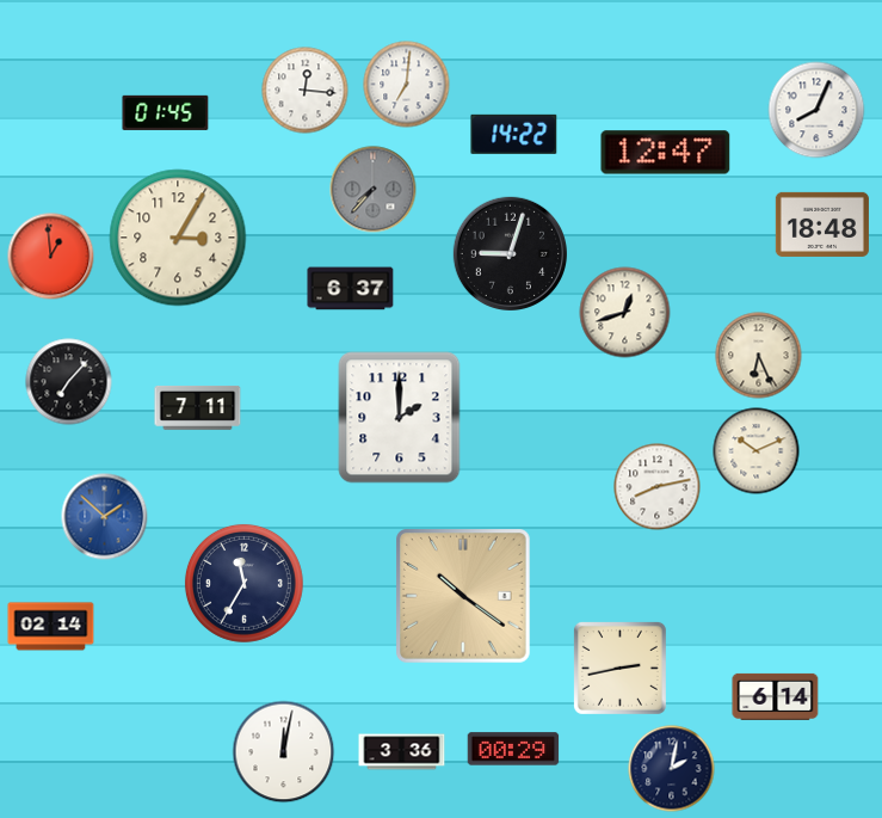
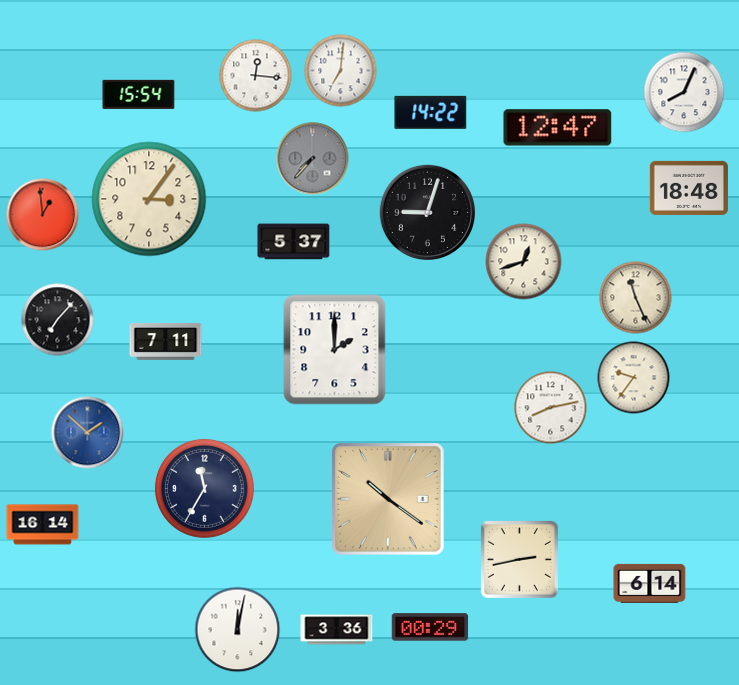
clock at (166, 112): 01:45 -> 15:54
clock at (178, 238): 3:05 -> 3:06
clock at (351, 289): 6:37 -> 5:37
clock at (759, 356): 6:26 -> 11:26
clock at (757, 451): 10:11 -> 9:36
clock at (51, 627): 02:14 -> 16:14
clock at (672, 769): 2:02 -> none
